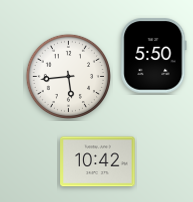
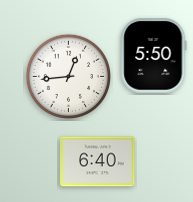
clock at (68, 76): 5:44 -> 12:44
clock at (98, 162): 10:42 -> 6:40
